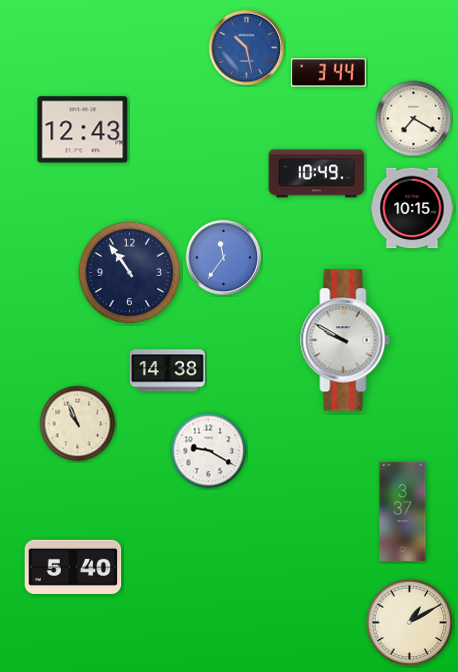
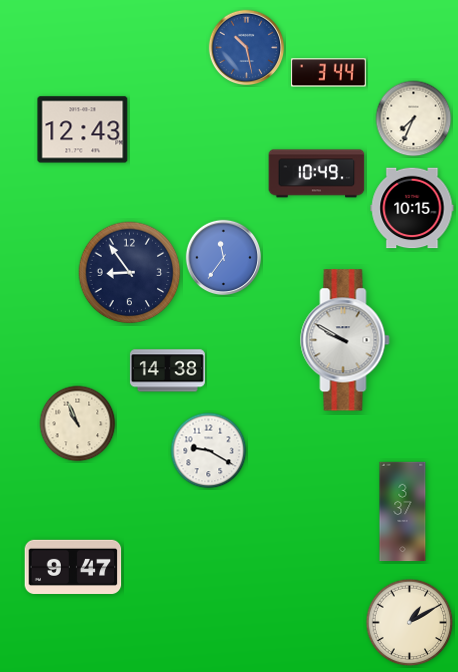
clock at (414, 119): 7:20 -> 7:34
clock at (130, 273): 10:54 -> 8:54
clock at (73, 567): 5:40 -> 9:47
